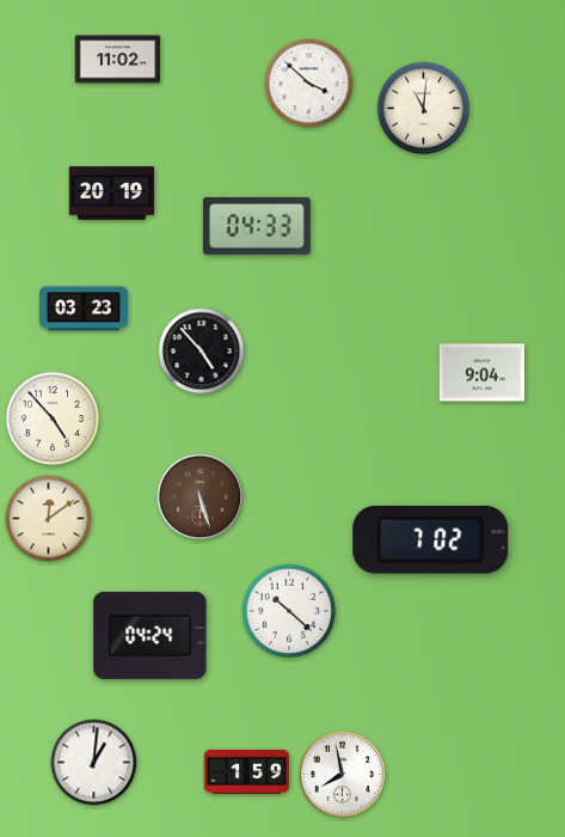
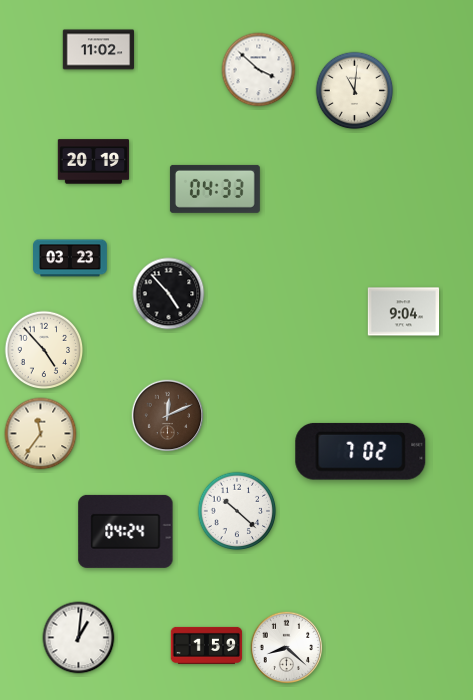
clock at (201, 497): 5:27 -> 12:11
clock at (49, 519): 12:09 -> 11:36
clock at (289, 611) position: (289, 611) -> (237, 511)
clock at (343, 775): 7:58 -> 8:22
